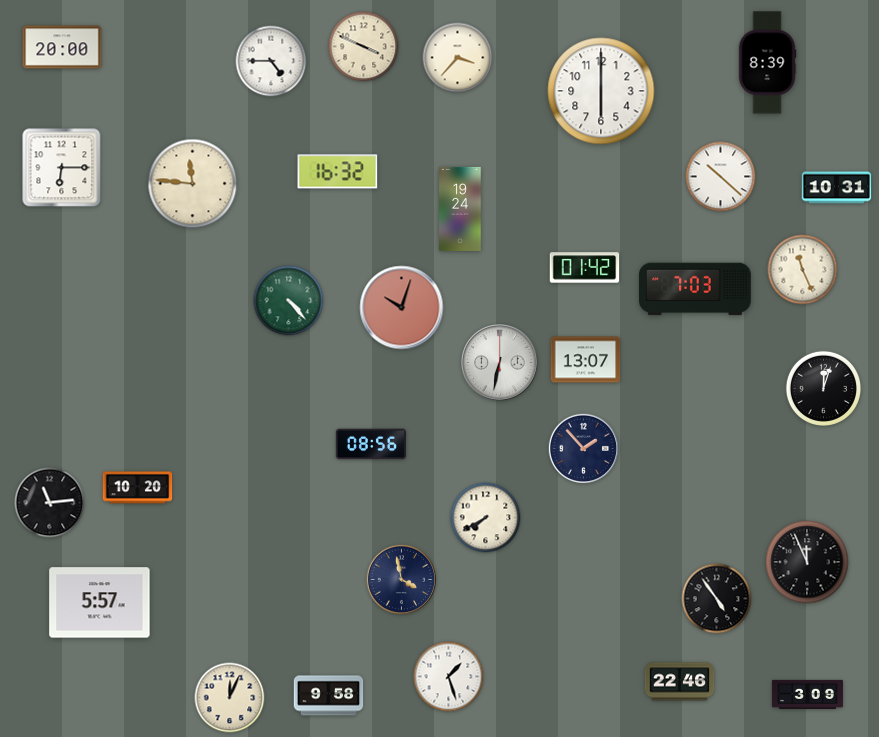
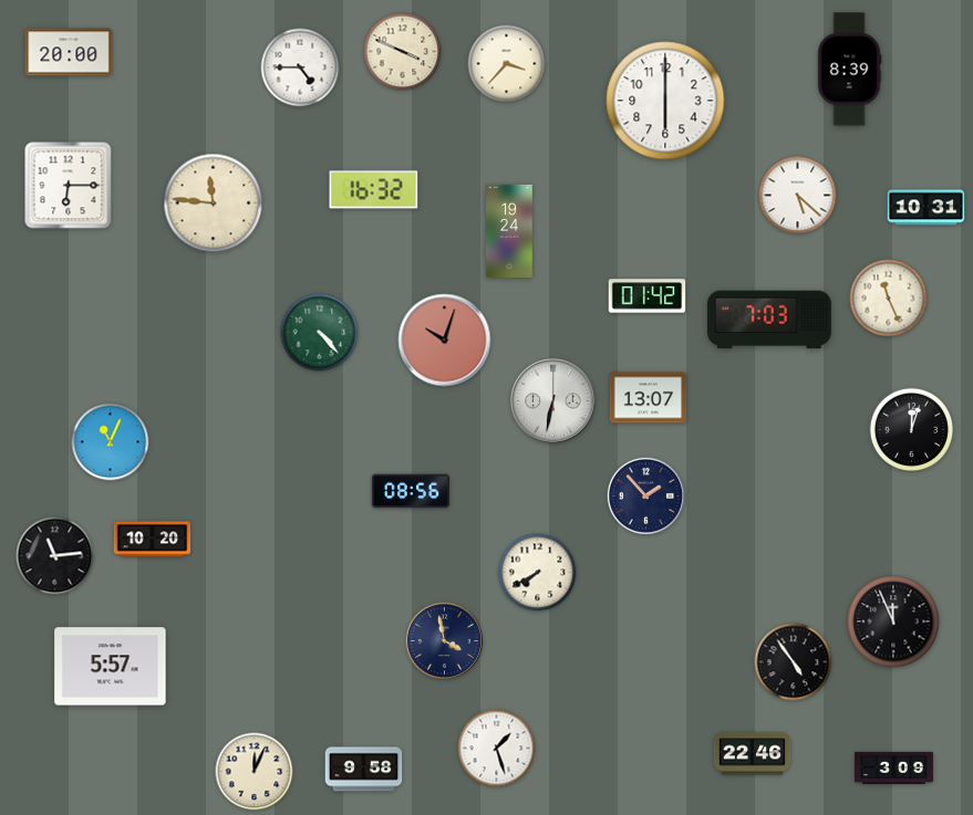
clock at (721, 177): 10:22 -> 5:22
clock at (111, 442): none -> 11:04
